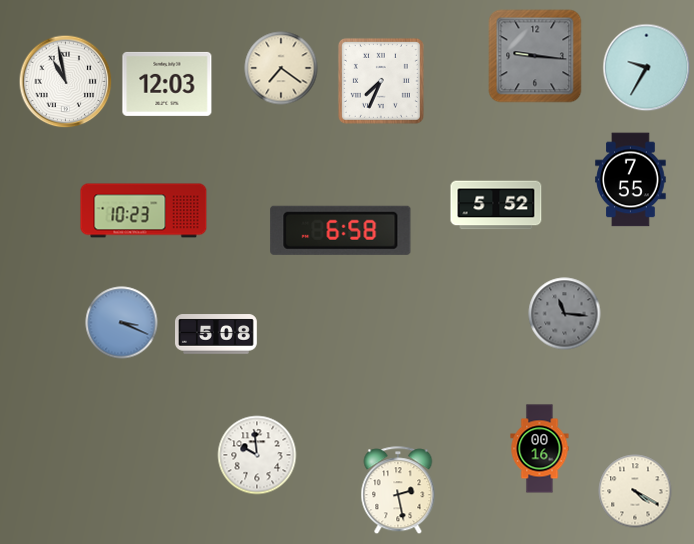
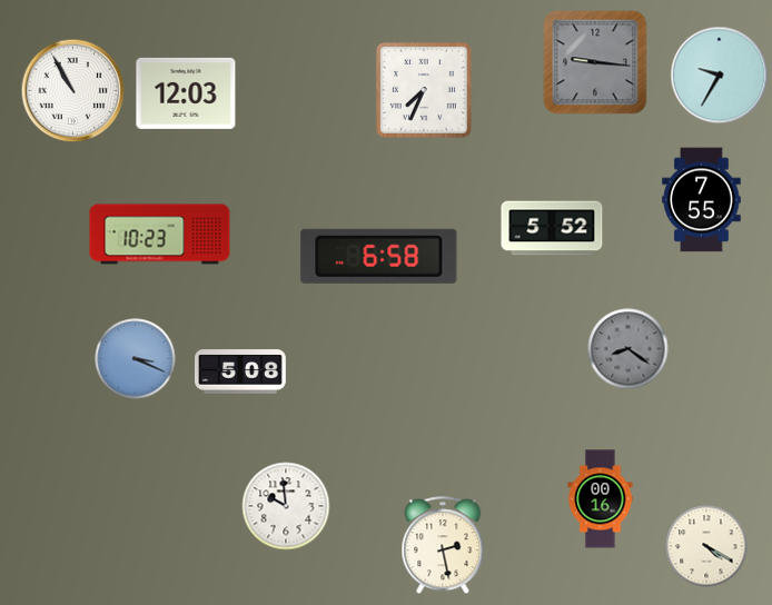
clock at (281, 68): 7:21 -> none
clock at (66, 82): 10:58 -> 10:55
clock at (565, 314): 11:16 -> 8:21
